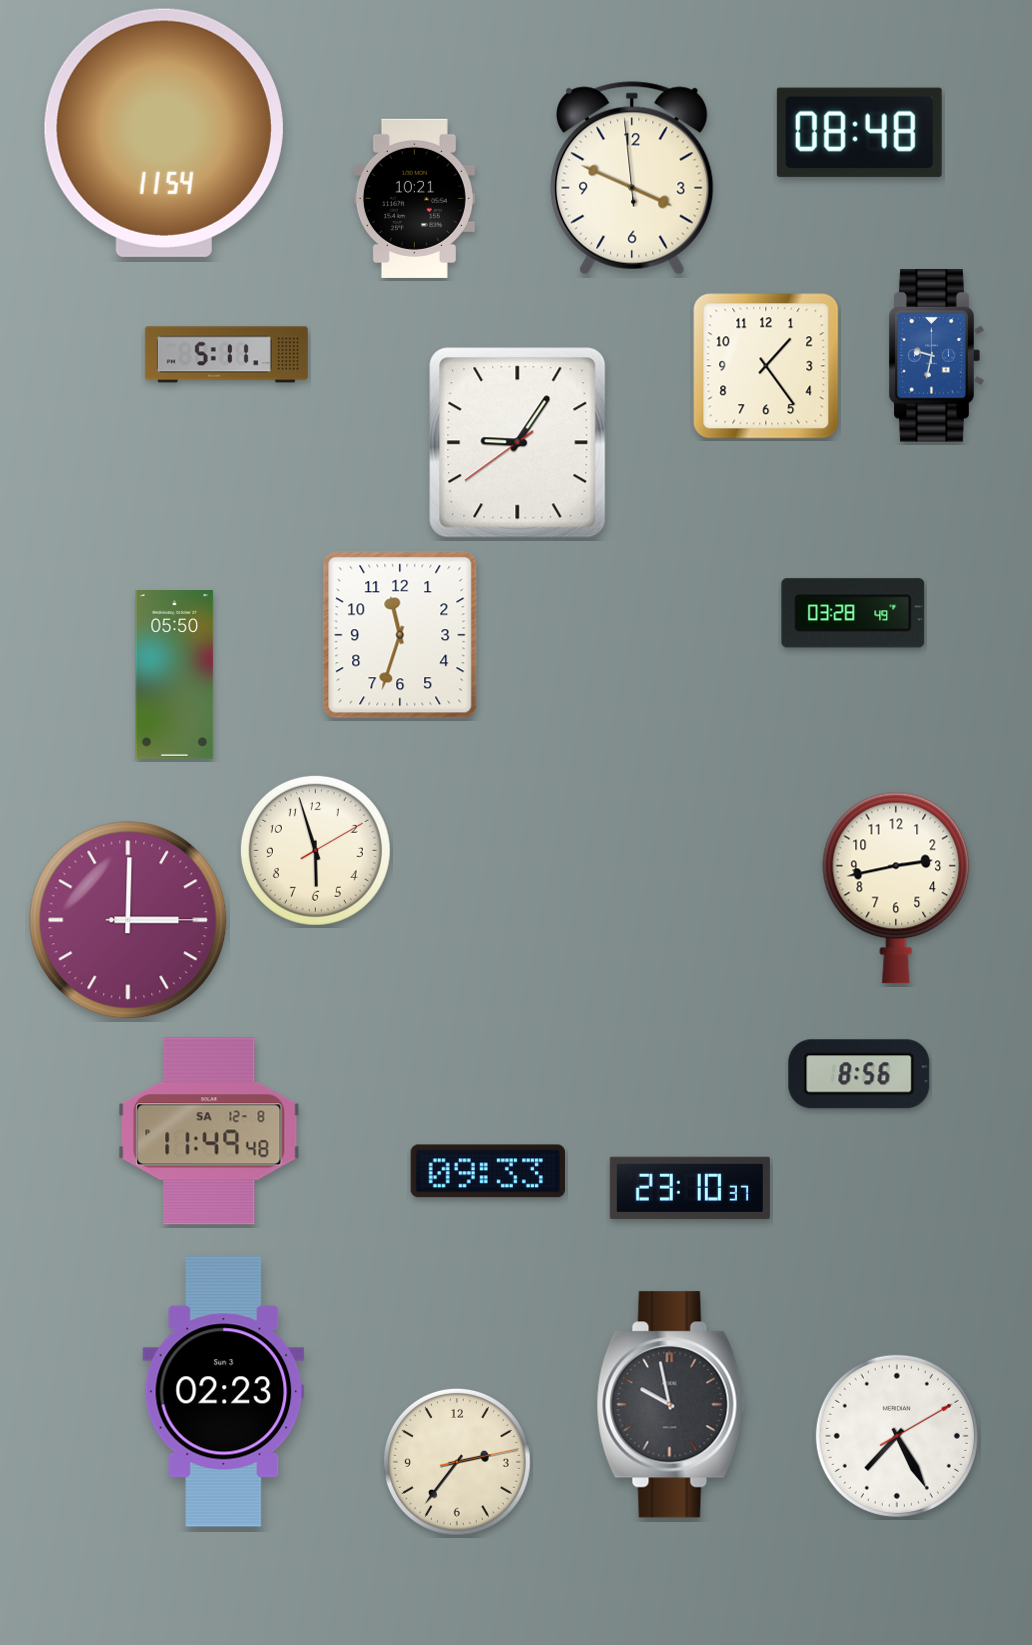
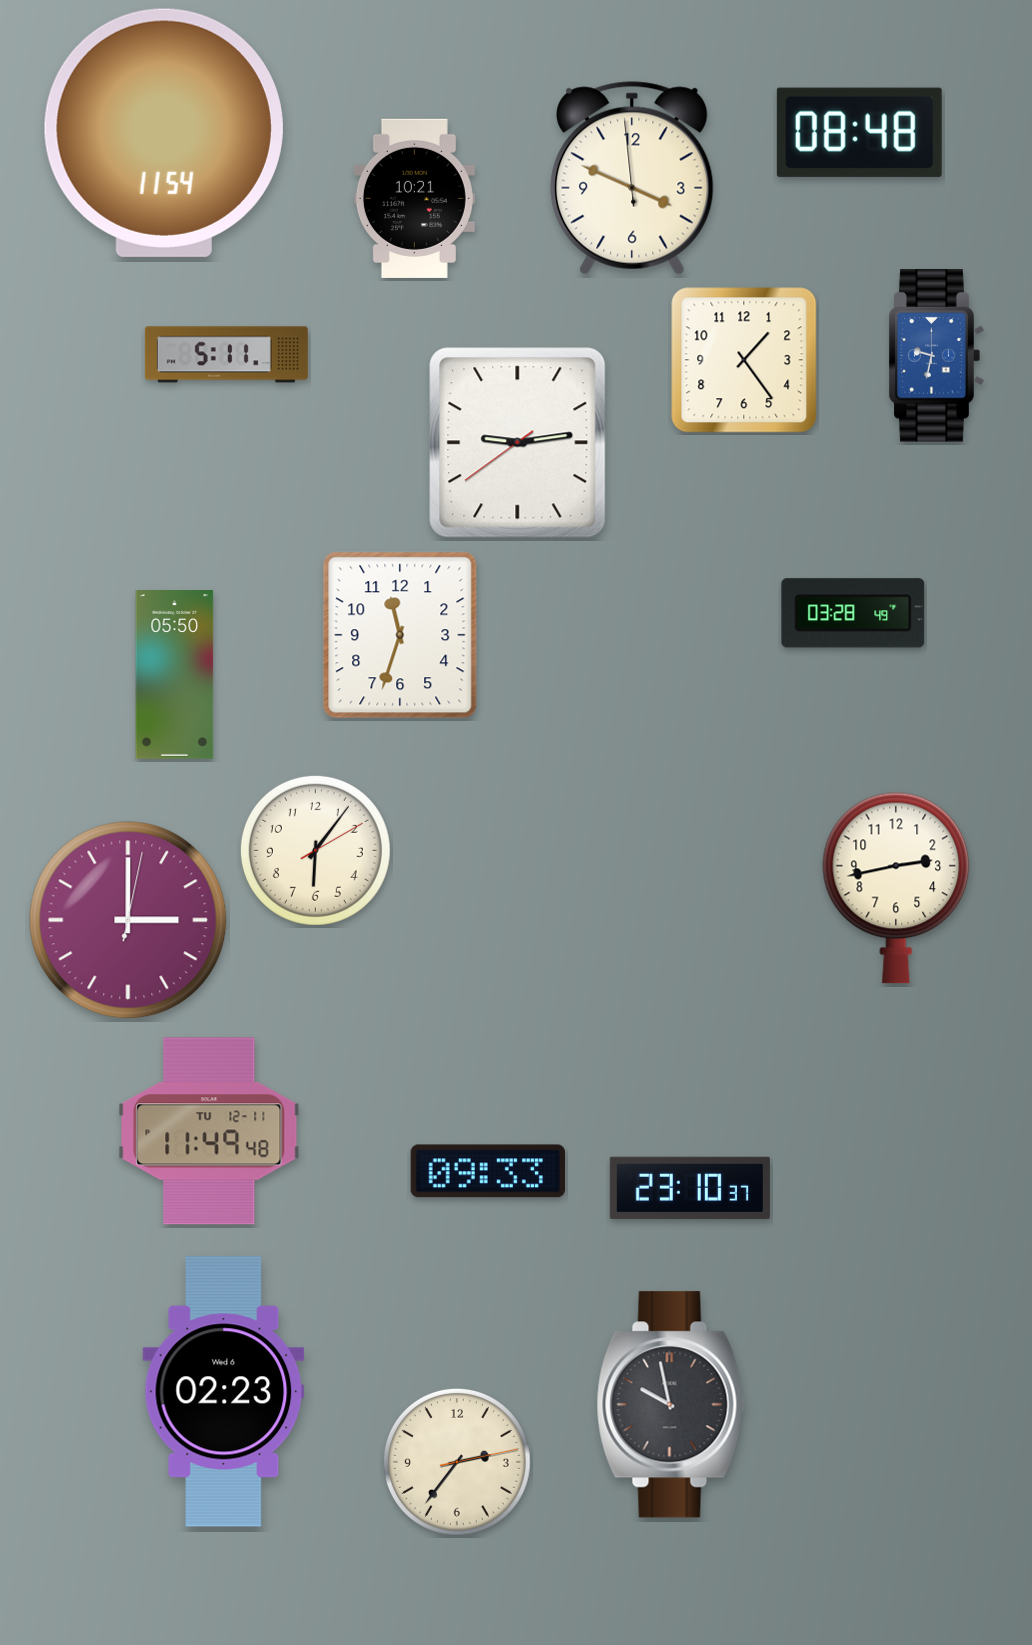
clock at (766, 366) position: (766, 366) -> (744, 360)
clock at (518, 443): 9:05 -> 9:13
clock at (315, 850): 5:57 -> 6:06
clock at (128, 920): 3:00:15 -> 3:00:02
clock at (859, 1074): 8:56 -> none
clock at (209, 1131) date: SA 12-8 -> TU 12-11
clock at (224, 1392) date: Sun 3 -> Wed 6
clock at (897, 1436): 7:25 -> none
